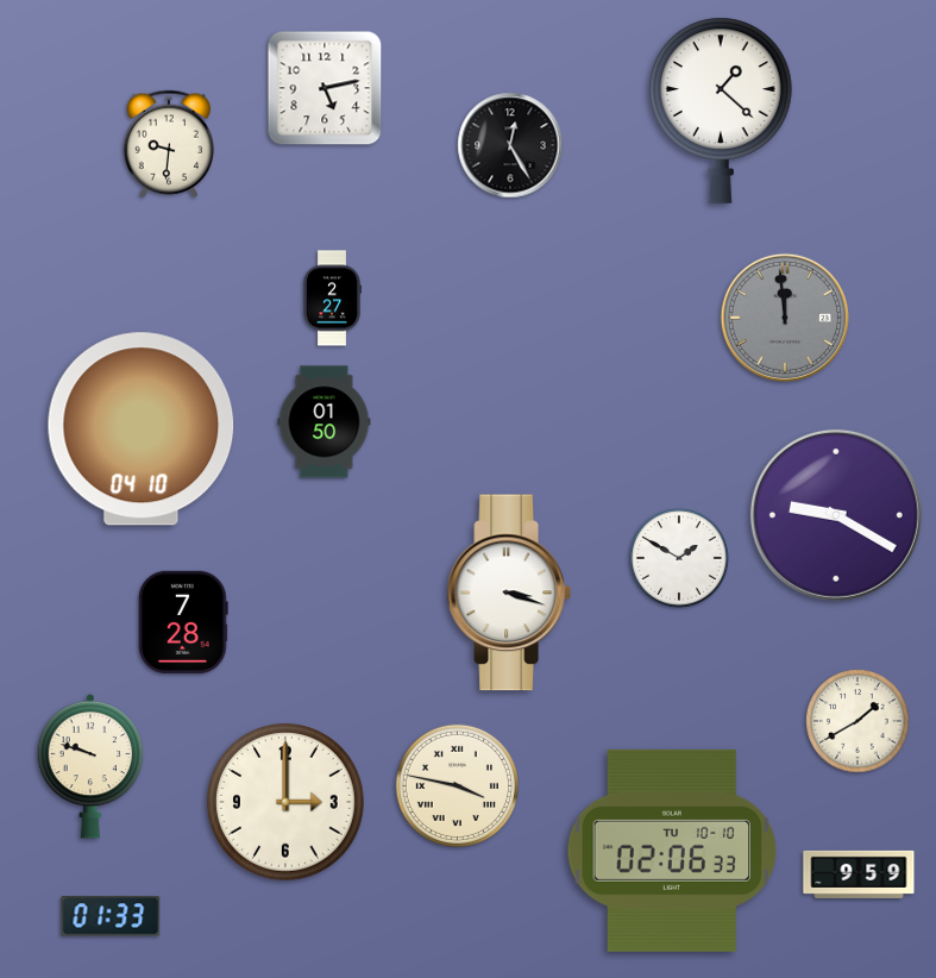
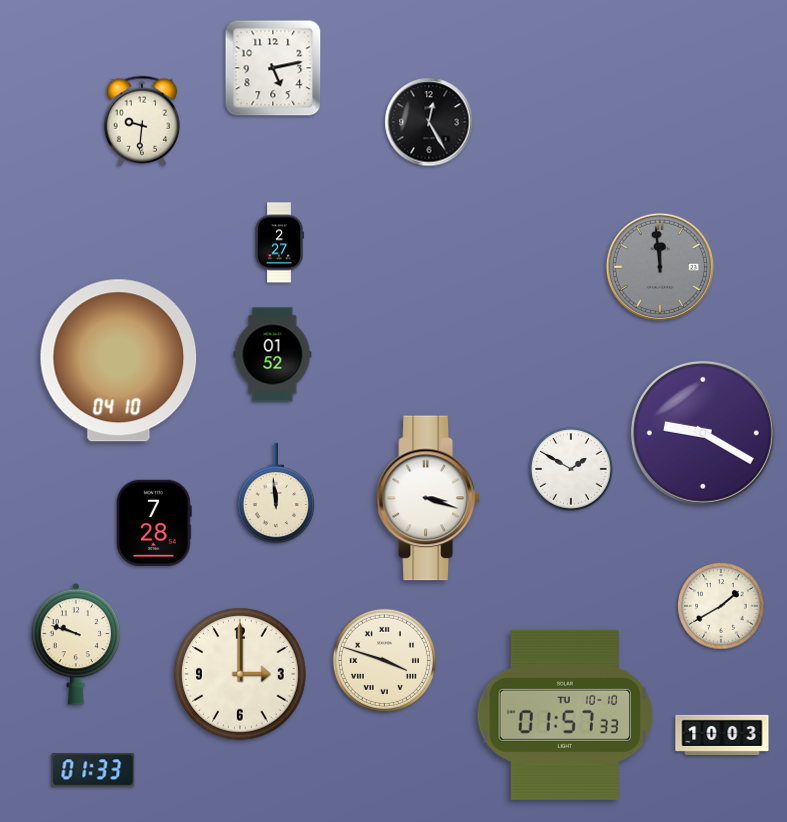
clock at (325, 88) position: (325, 88) -> (273, 68)
clock at (722, 111): 1:22 -> none
clock at (332, 299) position: (332, 299) -> (279, 243)
clock at (325, 422): 01:50 -> 01:52
clock at (276, 493): none -> 11:59
clock at (457, 785): 3:47 -> 3:48
clock at (672, 851): 02:06 -> 01:57
clock at (859, 874): 9:59 -> 10:03
